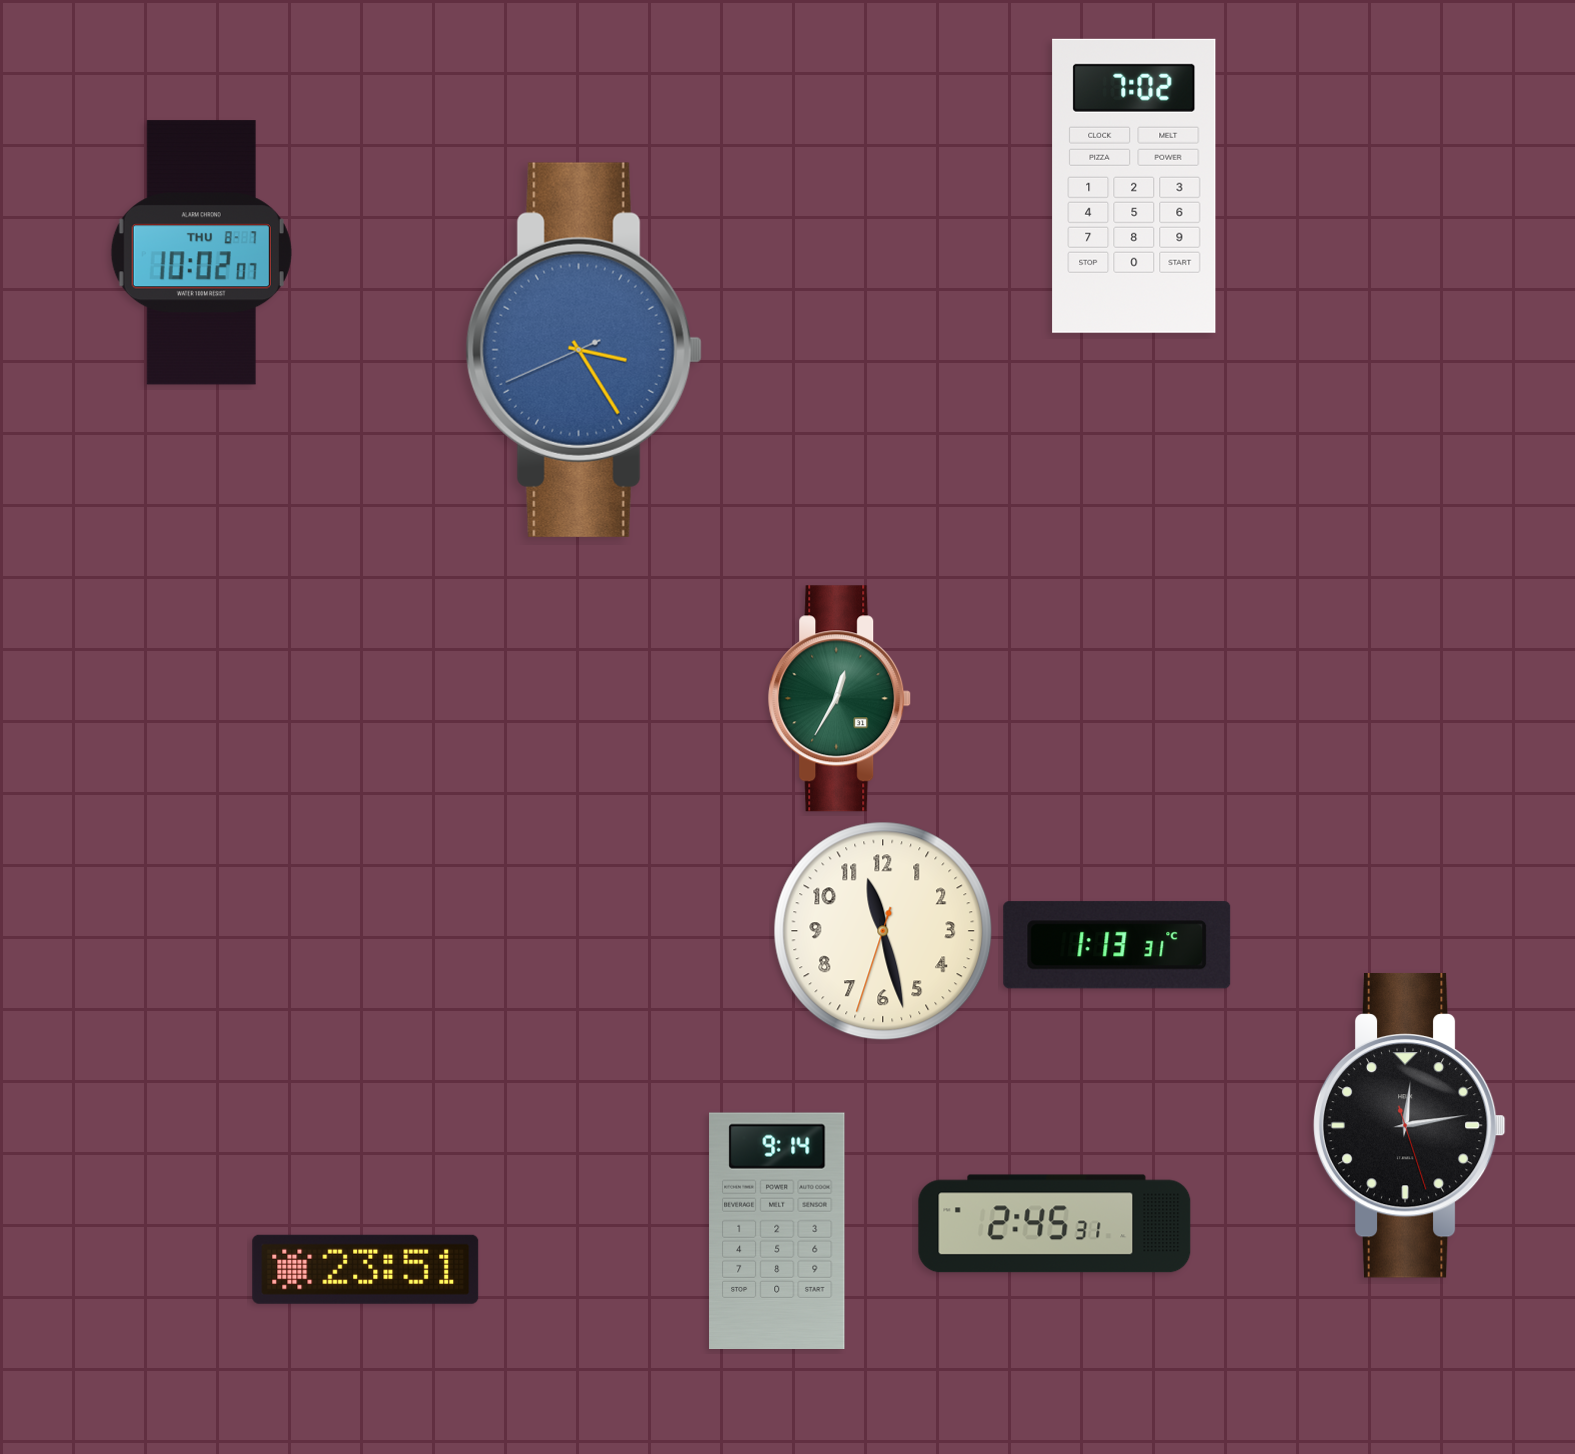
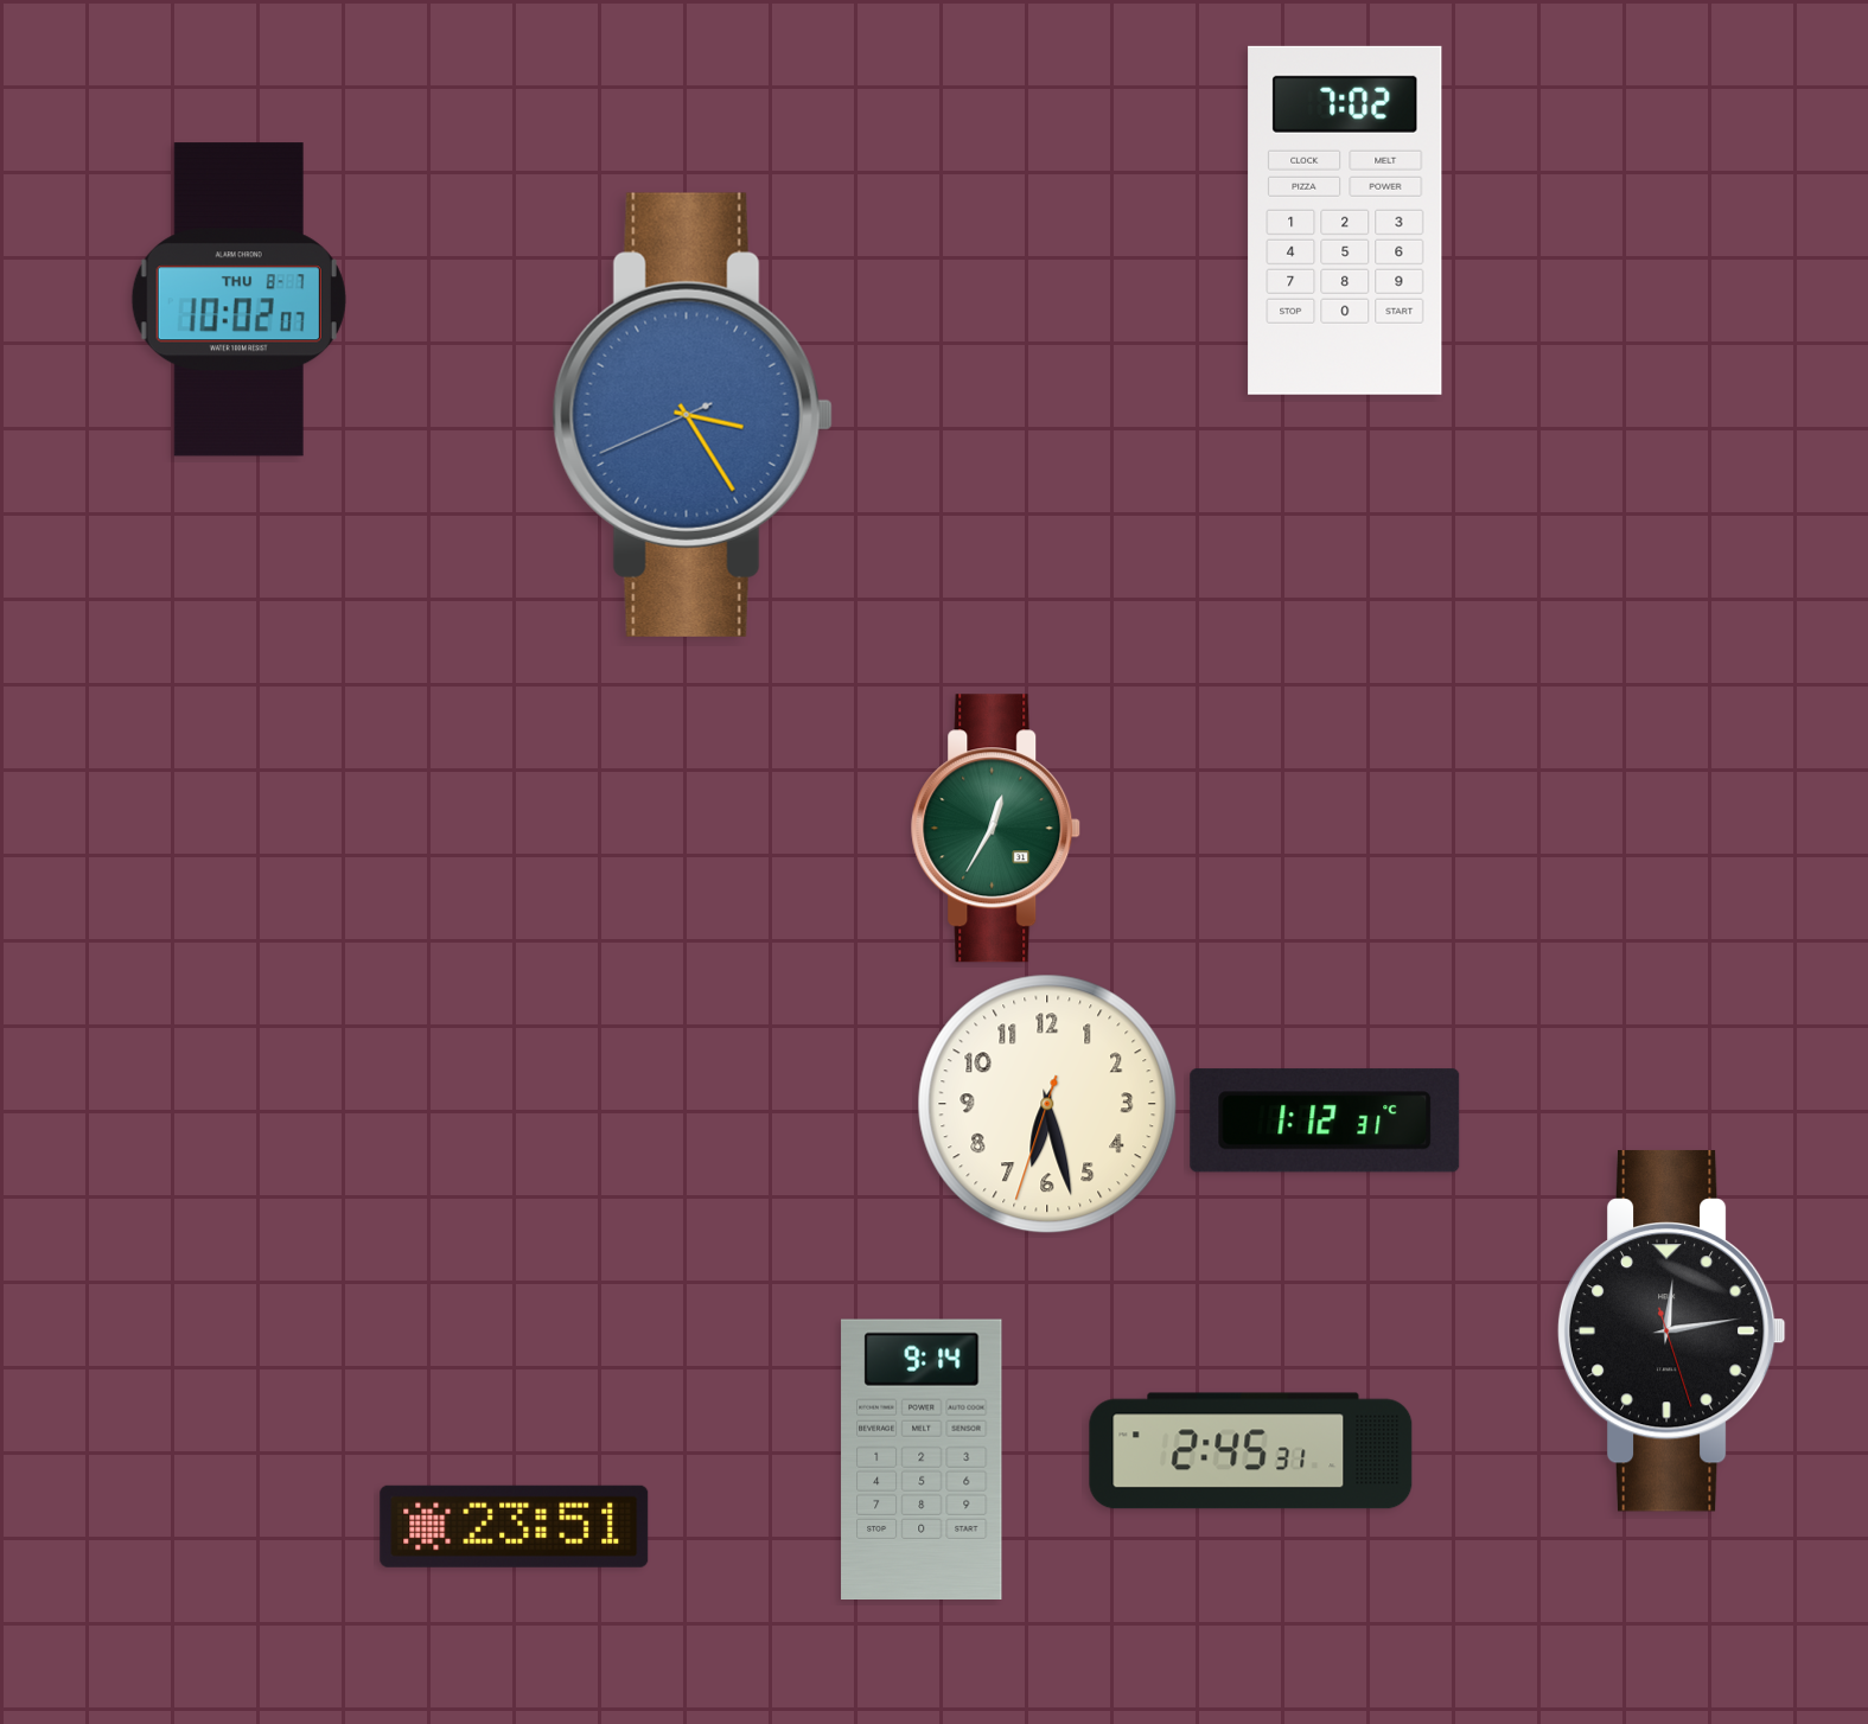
clock at (883, 931): 11:27 -> 6:27
clock at (1117, 945): 1:13 -> 1:12
clock at (1409, 1125) position: (1409, 1125) -> (1671, 1330)
clock at (366, 1269) position: (366, 1269) -> (515, 1526)
